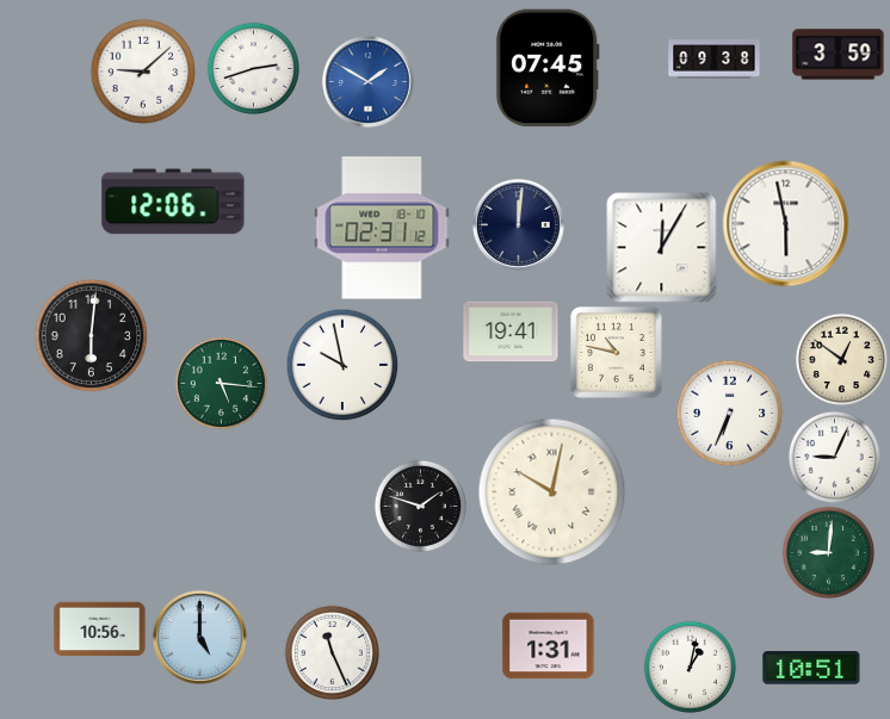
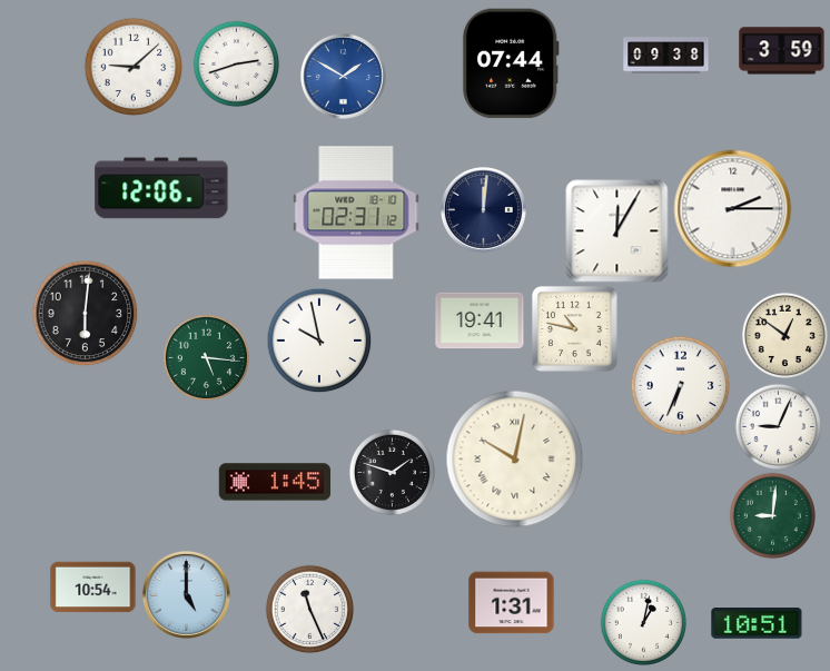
clock at (548, 68): 07:45 -> 07:44
clock at (786, 224): 5:58 -> 2:15
clock at (511, 331) position: (511, 331) -> (480, 320)
clock at (275, 482): none -> 1:45
clock at (100, 630): 10:56 -> 10:54
